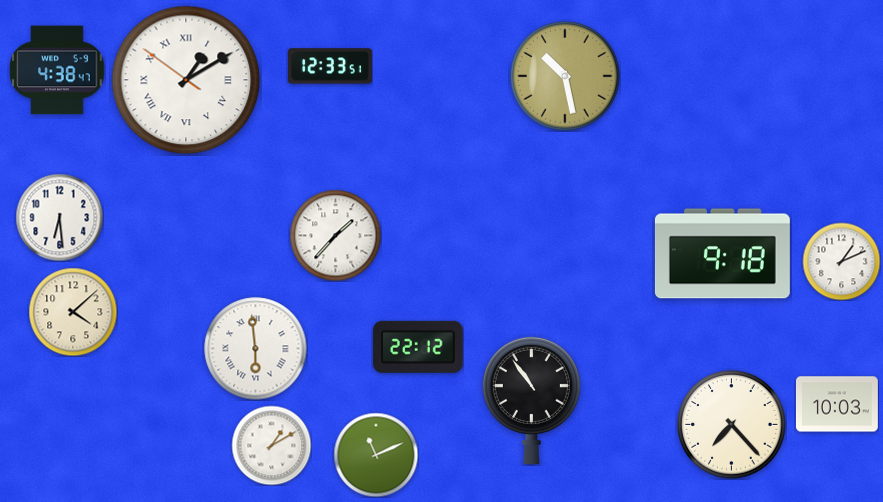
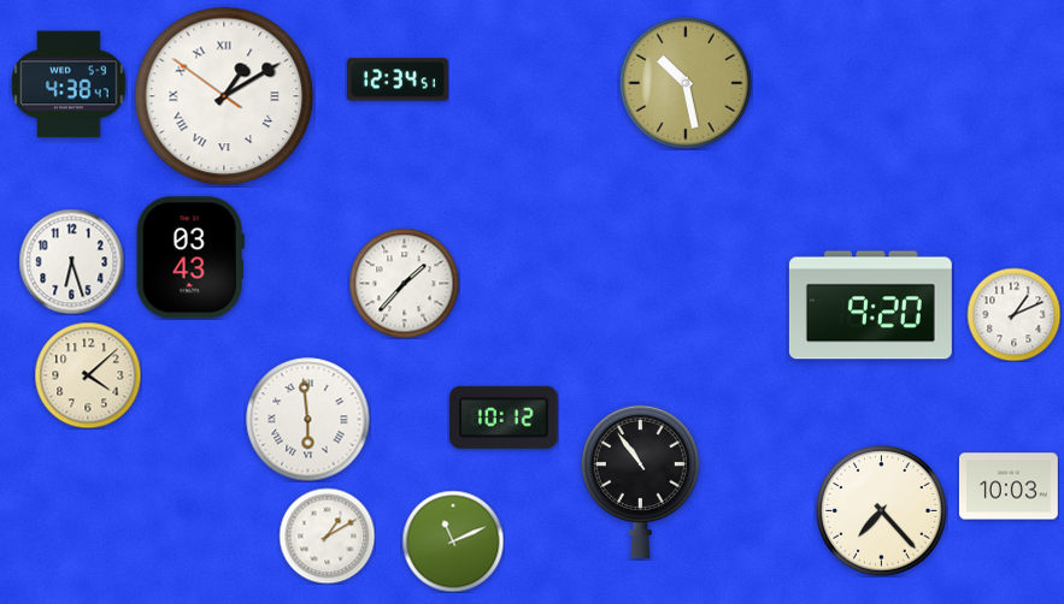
clock at (331, 66): 12:33 -> 12:34
clock at (565, 76) position: (565, 76) -> (686, 83)
clock at (190, 257): none -> 03:43
clock at (59, 217): 6:29 -> 6:27
clock at (722, 254): 9:18 -> 9:20
clock at (418, 347): 22:12 -> 10:12
clock at (376, 455) position: (376, 455) -> (453, 541)
